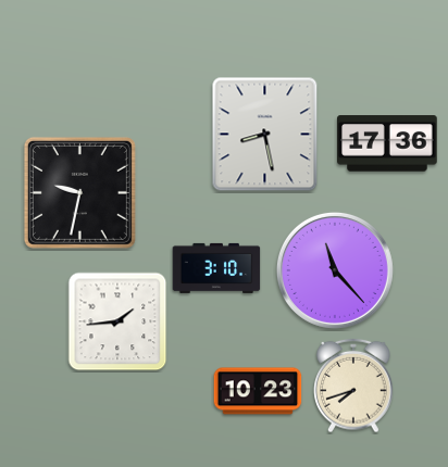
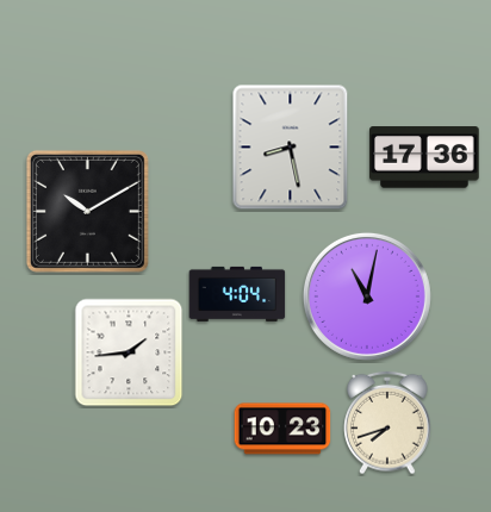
clock at (79, 192): 9:32 -> 10:10
clock at (216, 268): 3:10 -> 4:04
clock at (335, 270): 11:23 -> 11:02
